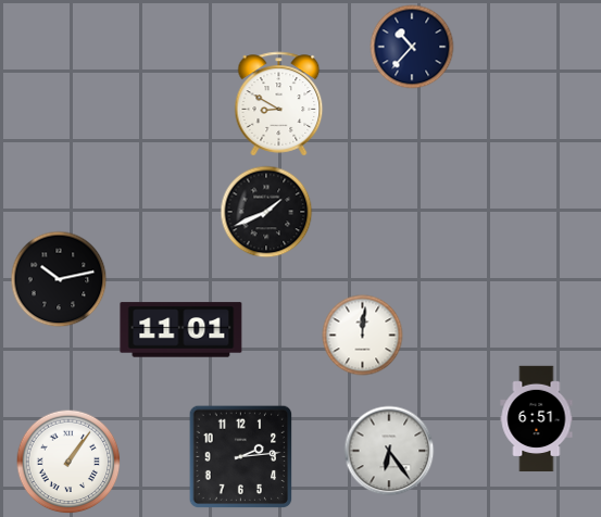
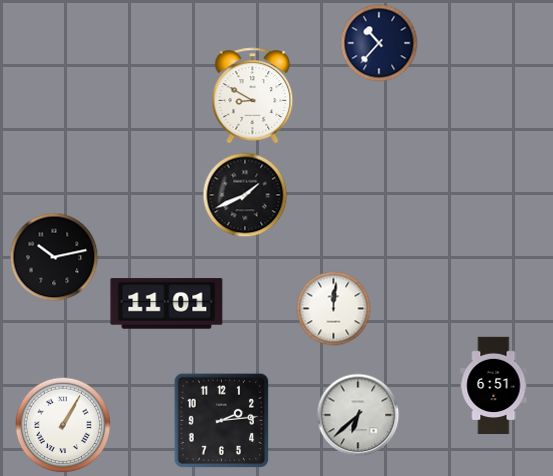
clock at (279, 104) position: (279, 104) -> (253, 96)
clock at (389, 451): 6:24 -> 6:38
clock at (68, 462): 1:06 -> 1:05
